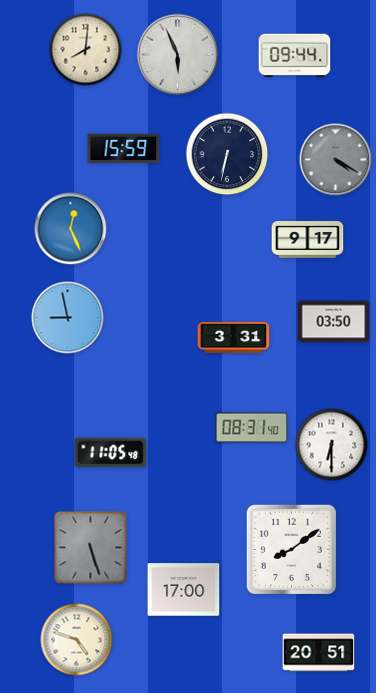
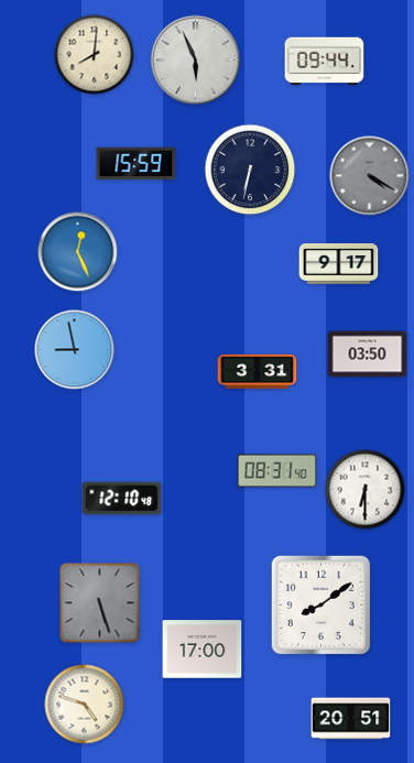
clock at (111, 453): 11:05 -> 12:10
